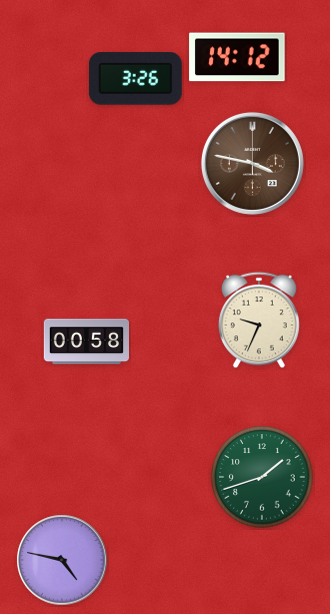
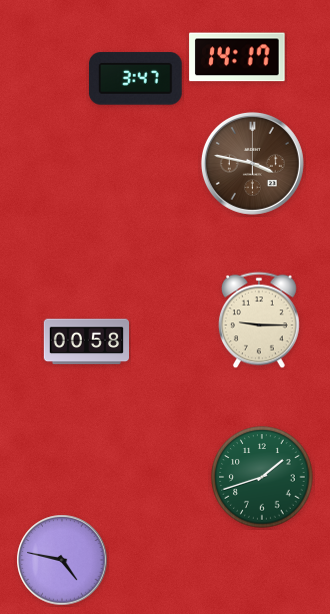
clock at (237, 57): 14:12 -> 14:17
clock at (135, 79): 3:26 -> 3:47
clock at (259, 320): 9:34 -> 9:15
